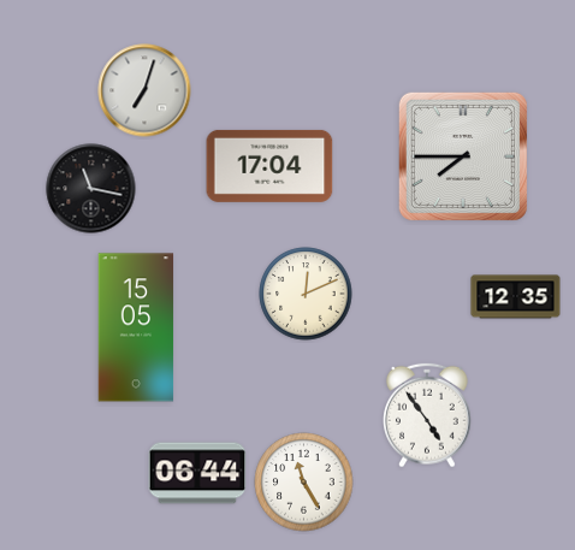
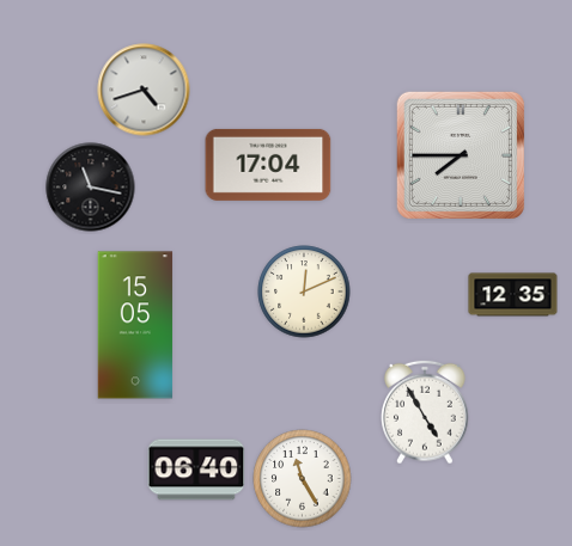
clock at (144, 90): 7:03 -> 4:42
clock at (428, 415): 4:54 -> 4:55
clock at (197, 473): 06:44 -> 06:40
